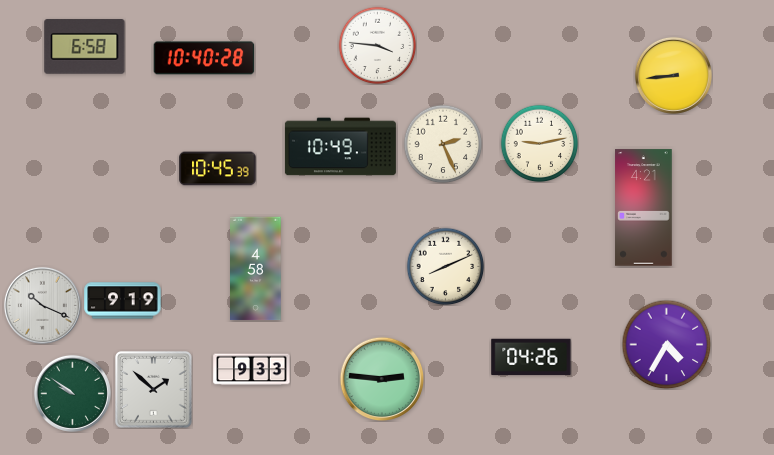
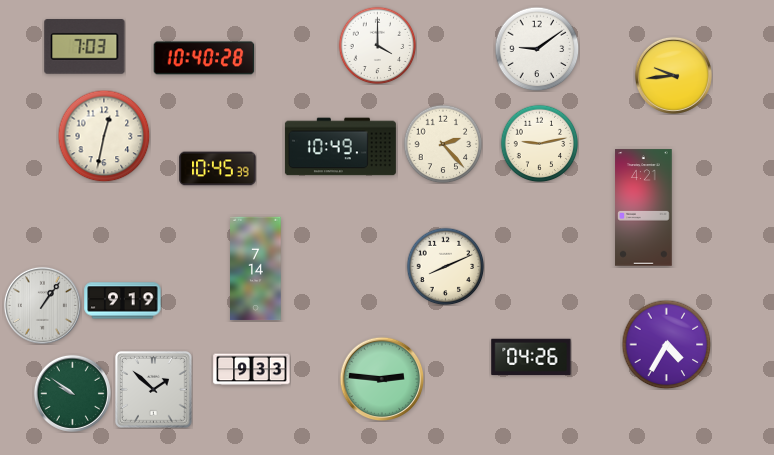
clock at (377, 45): 3:46 -> 4:00
clock at (85, 47): 6:58 -> 7:03
clock at (537, 49): none -> 9:09
clock at (673, 75): 8:44 -> 9:44
clock at (104, 136): none -> 12:32
clock at (443, 144): 2:26 -> 2:23
clock at (256, 269): 4:58 -> 7:14
clock at (42, 305): 10:19 -> 1:06
